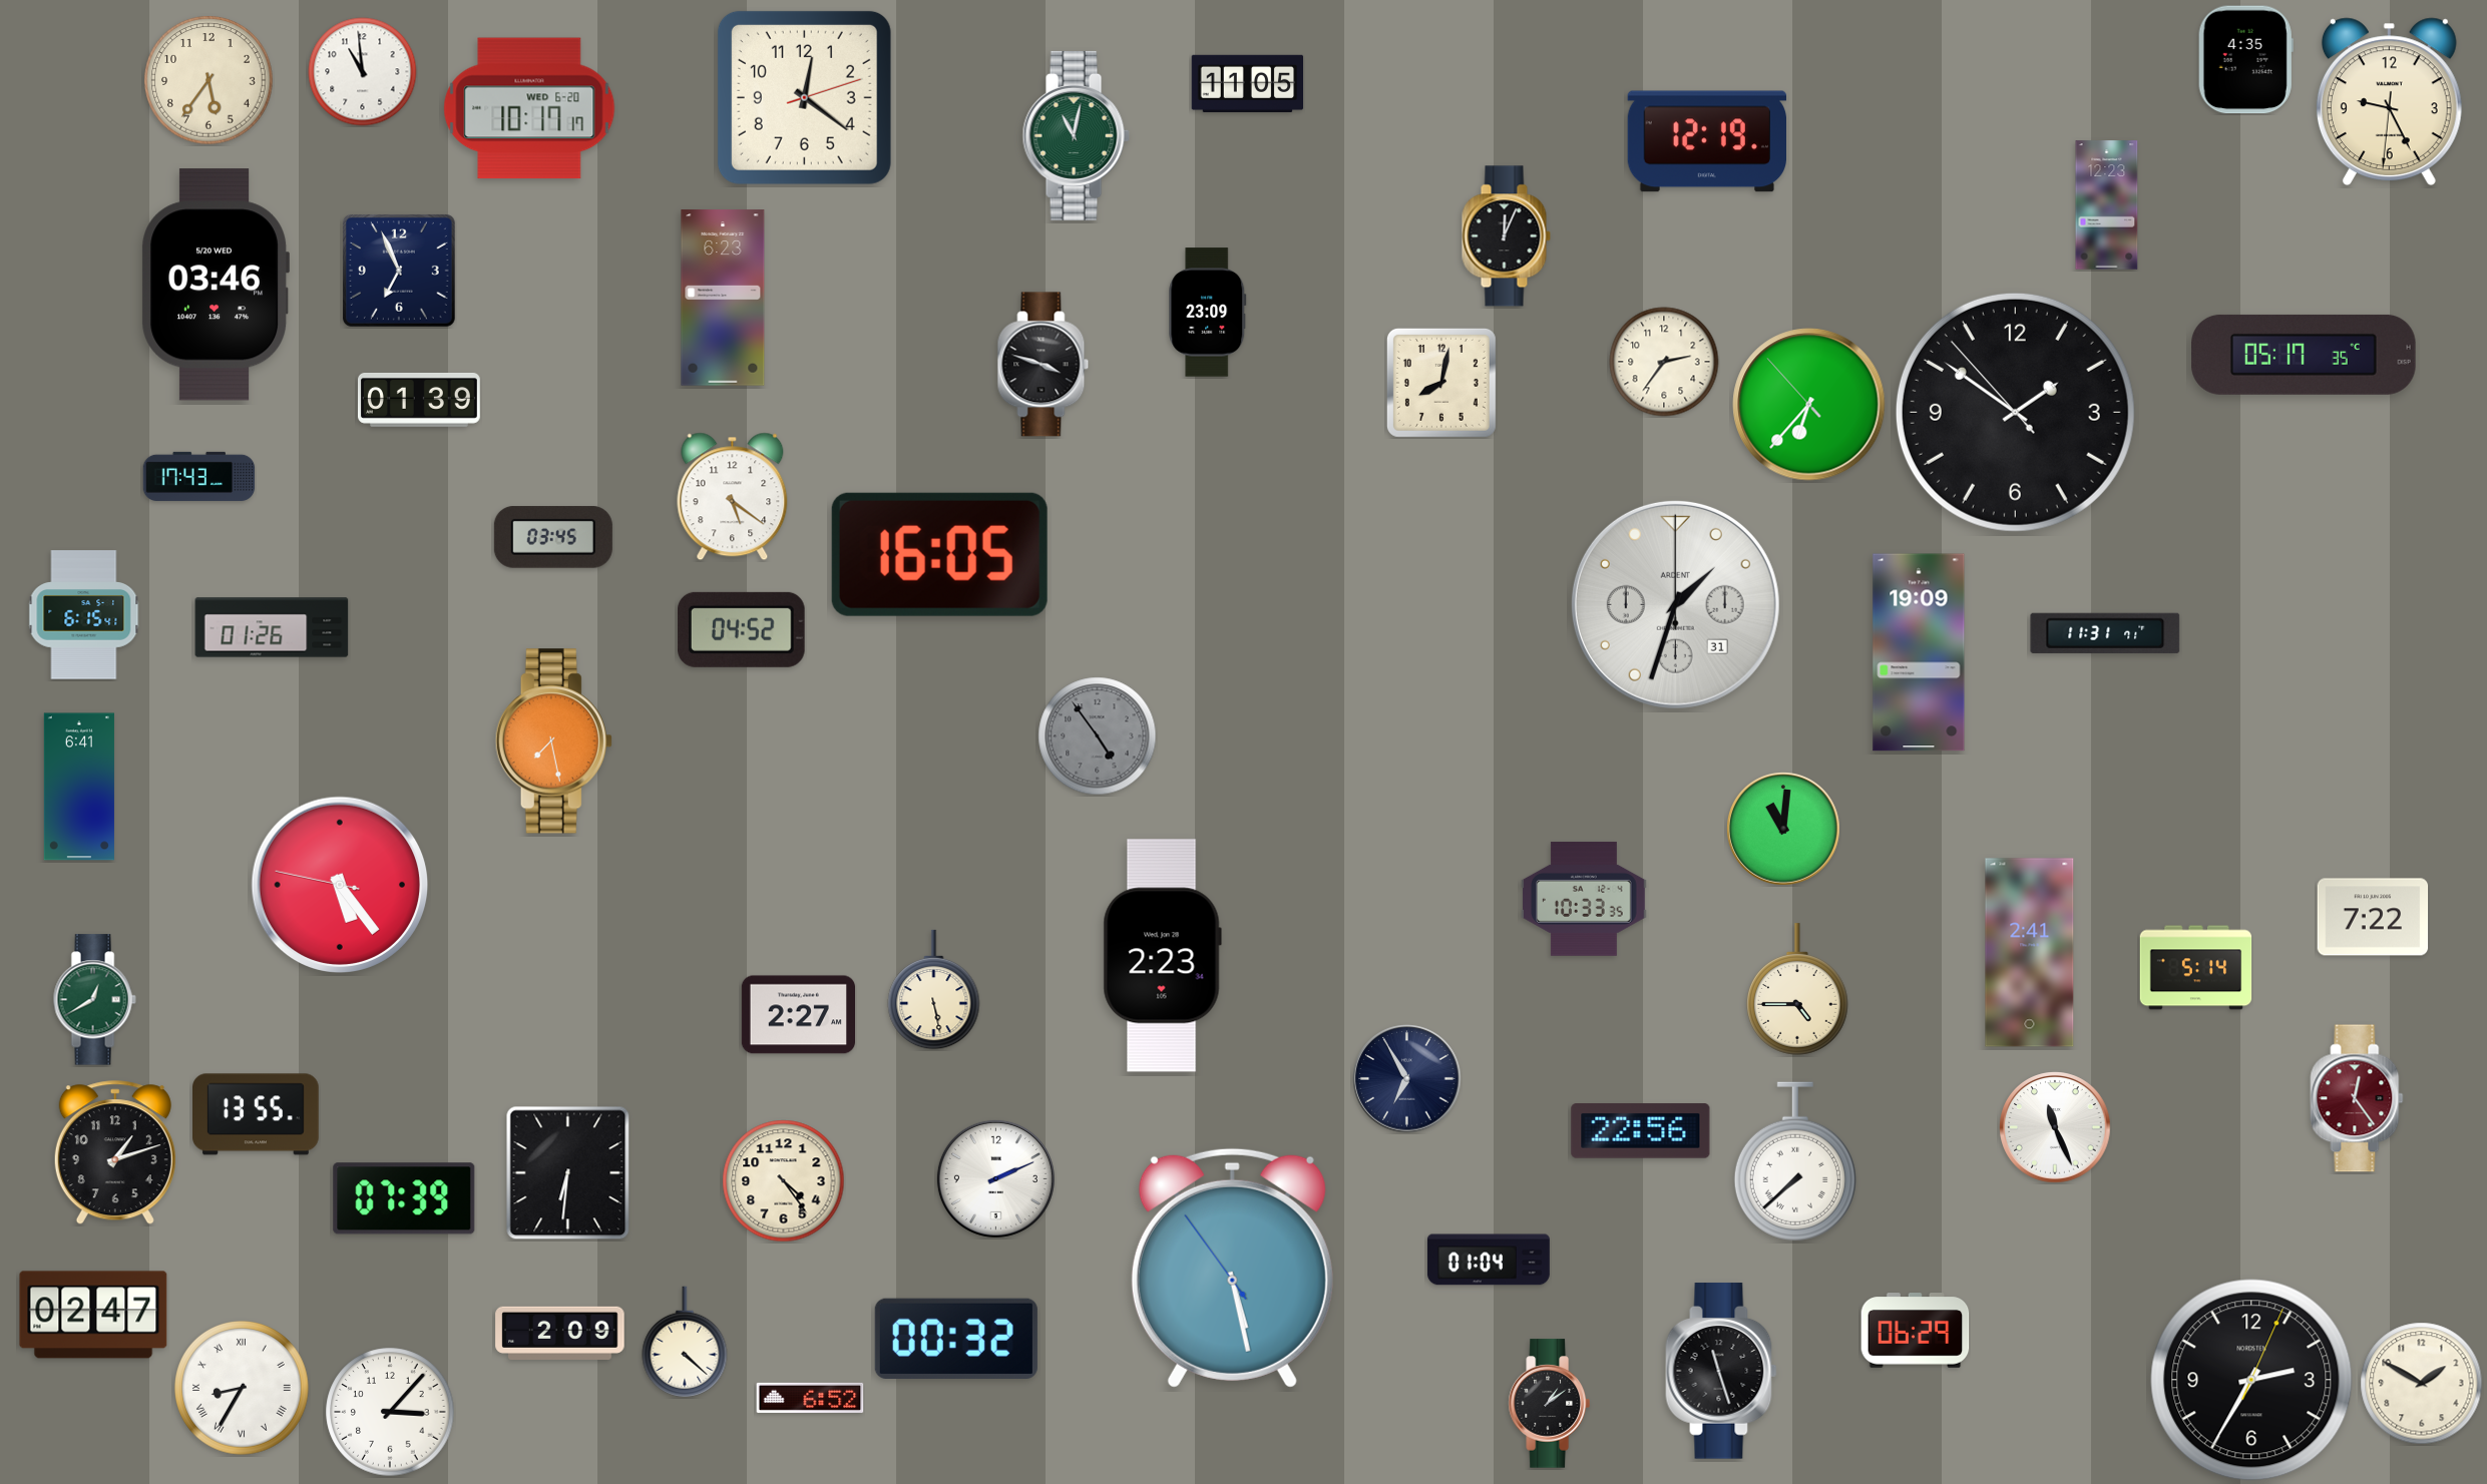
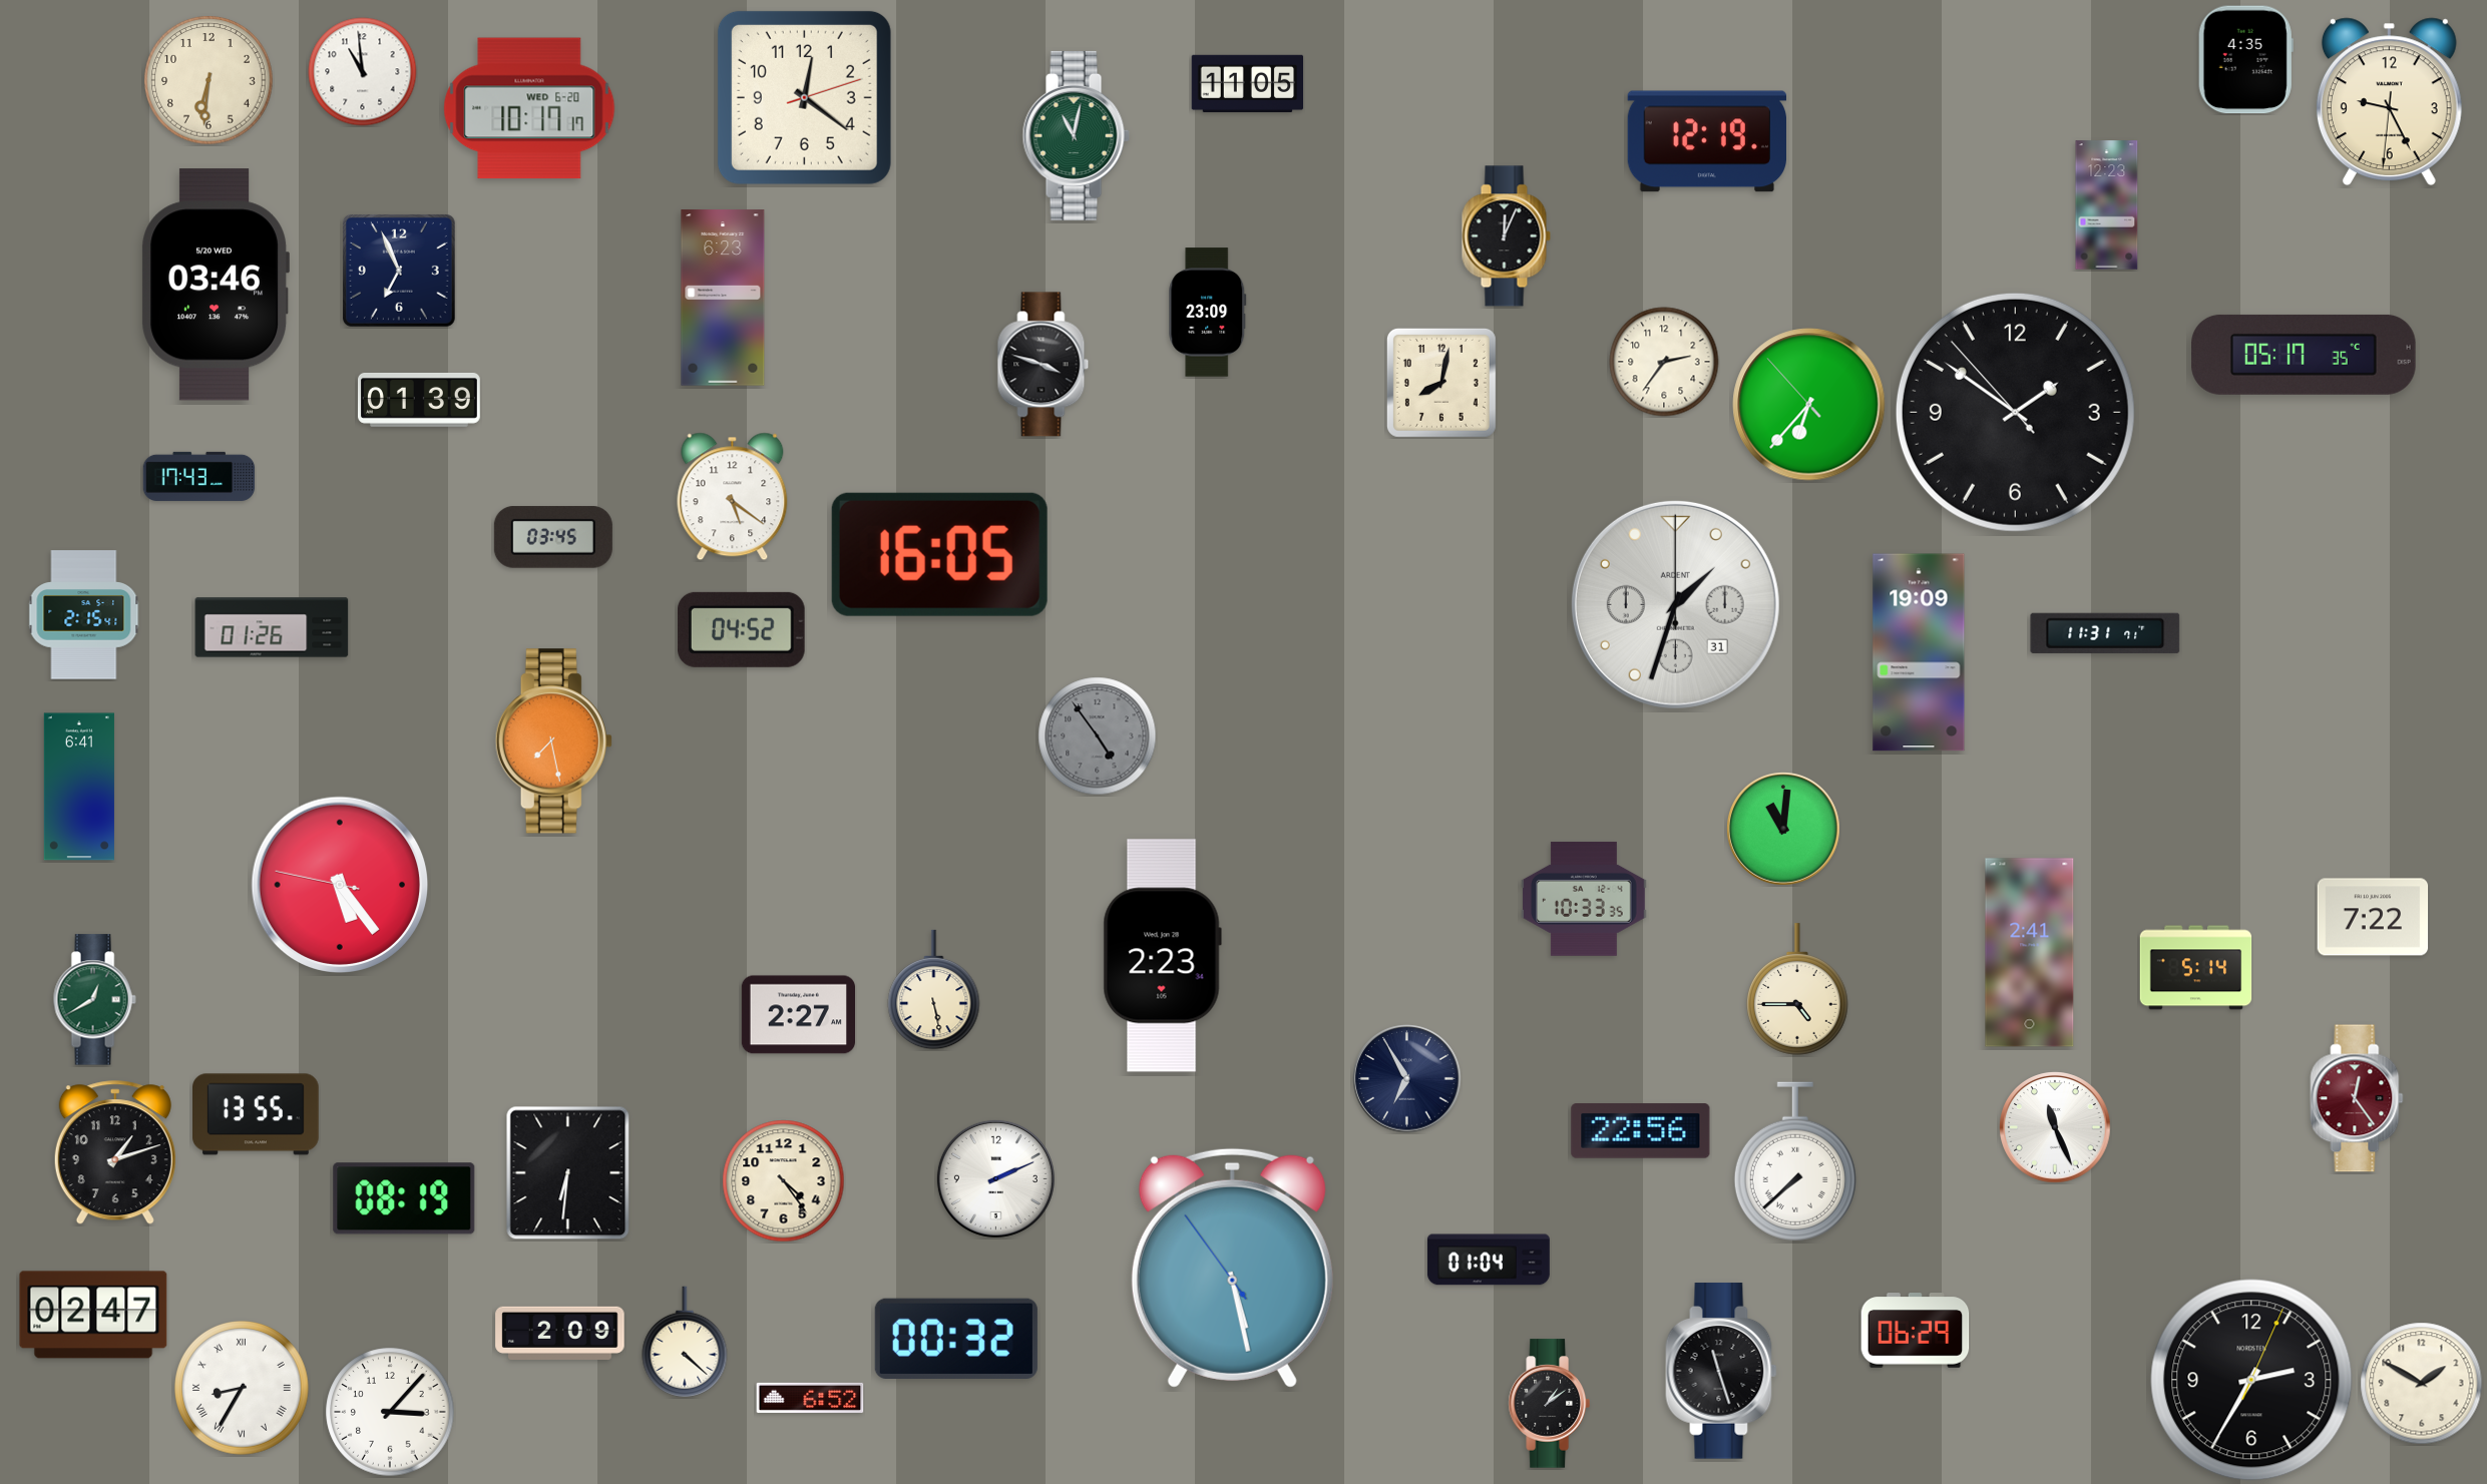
clock at (209, 80): 5:36 -> 6:31
clock at (84, 615): 6:15 -> 2:15
clock at (404, 1198): 07:39 -> 08:19
